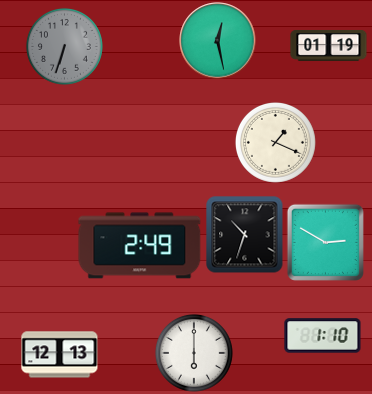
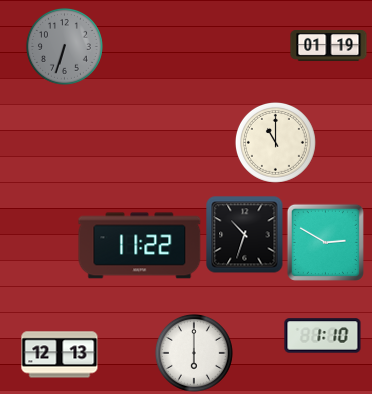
clock at (218, 41): 12:28 -> none
clock at (275, 142): 1:19 -> 11:00
clock at (140, 246): 2:49 -> 11:22
